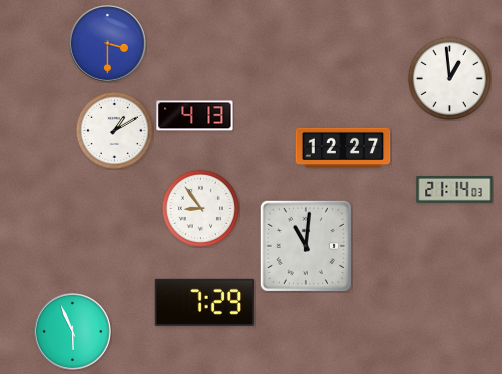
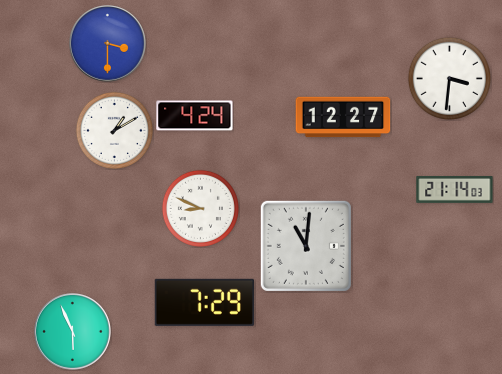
clock at (449, 78): 12:59 -> 3:31
clock at (195, 116): 4:13 -> 4:24
clock at (343, 148) position: (343, 148) -> (343, 117)
clock at (200, 208): 8:54 -> 8:49
